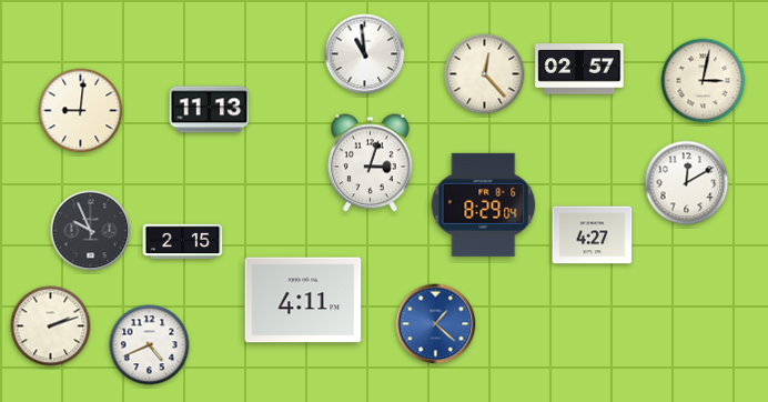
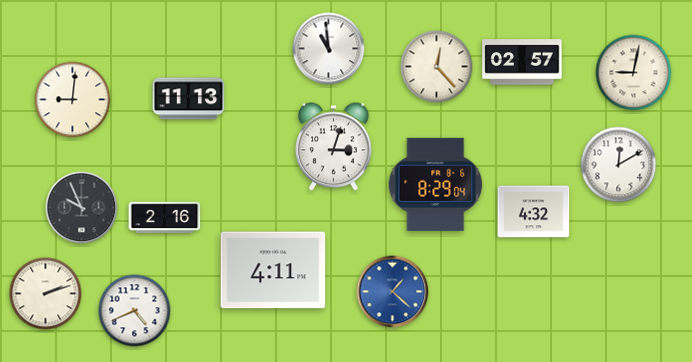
clock at (704, 81): 3:02 -> 9:02
clock at (593, 235): 4:27 -> 4:32
clock at (183, 242): 2:15 -> 2:16
